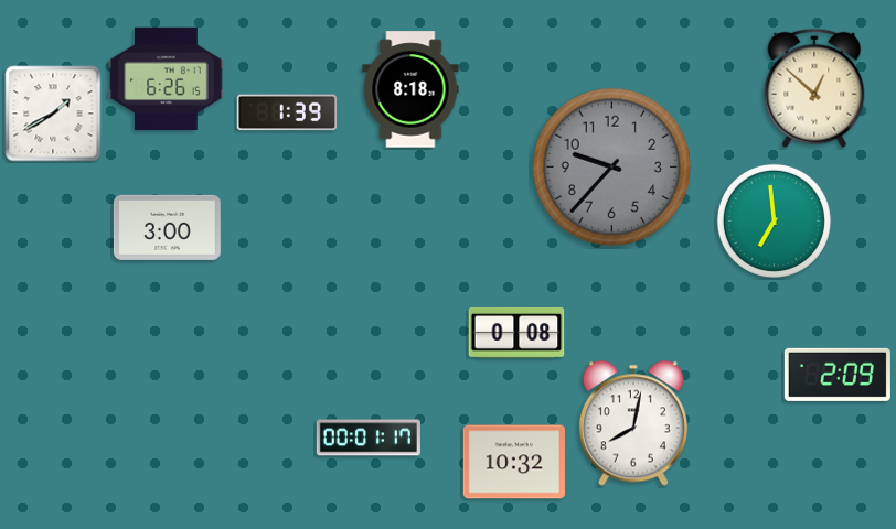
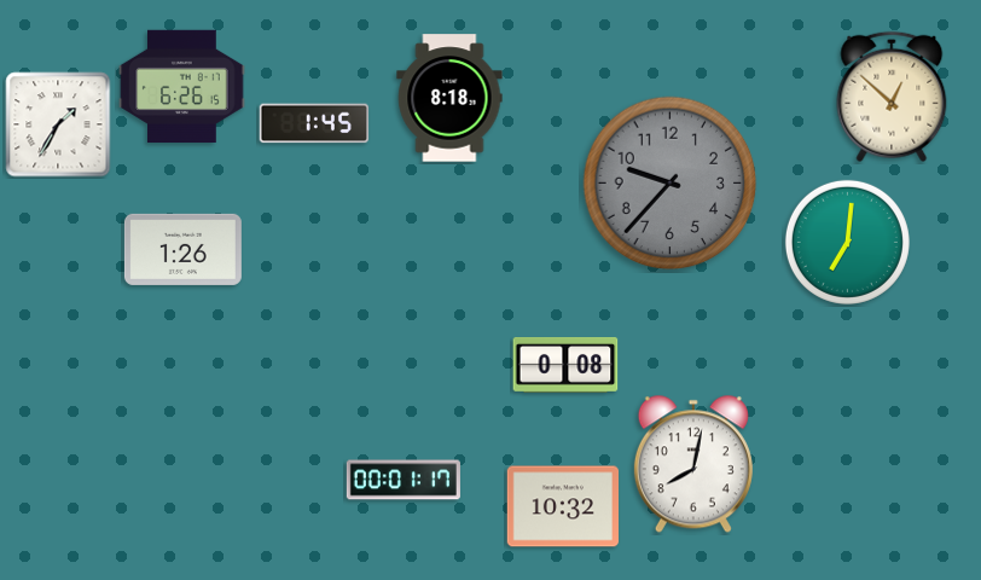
clock at (287, 112): 1:39 -> 1:45
clock at (53, 114): 1:40 -> 1:35
clock at (774, 220): 6:59 -> 7:01
clock at (167, 227): 3:00 -> 1:26
clock at (838, 375): 2:09 -> none
